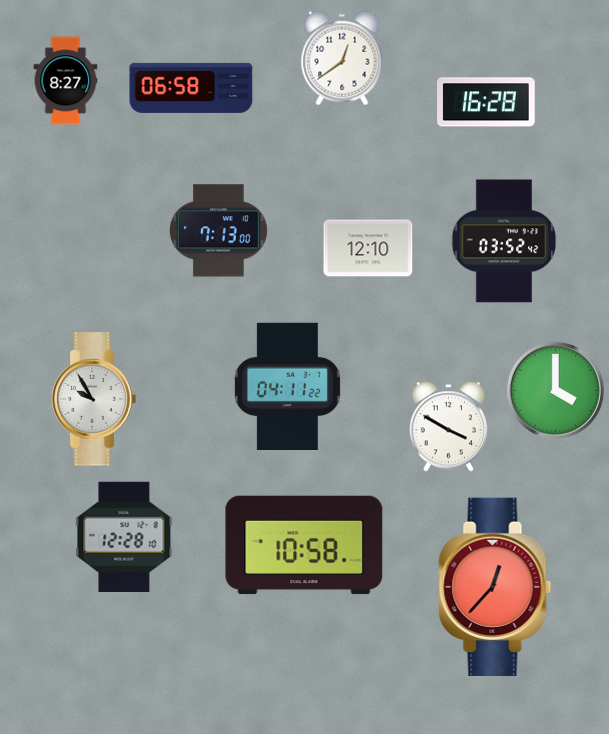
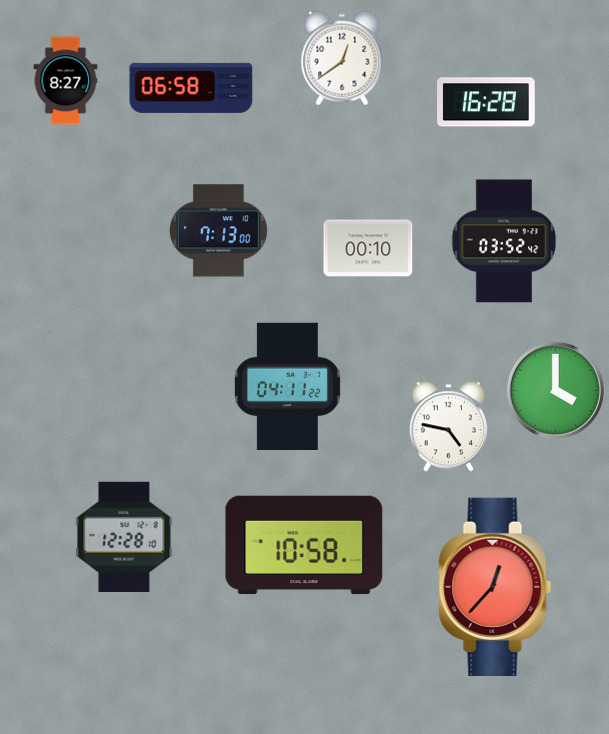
clock at (368, 248): 12:10 -> 00:10
clock at (94, 399): 9:55 -> none
clock at (448, 427): 3:50 -> 4:47
